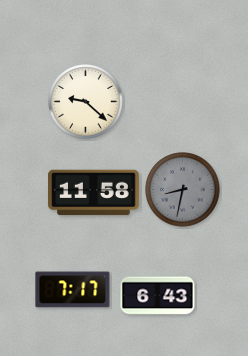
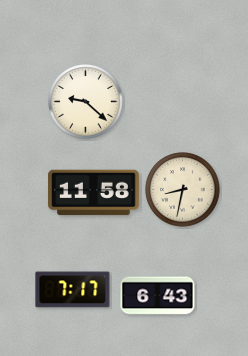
clock at (183, 190) dial: grey -> cream
